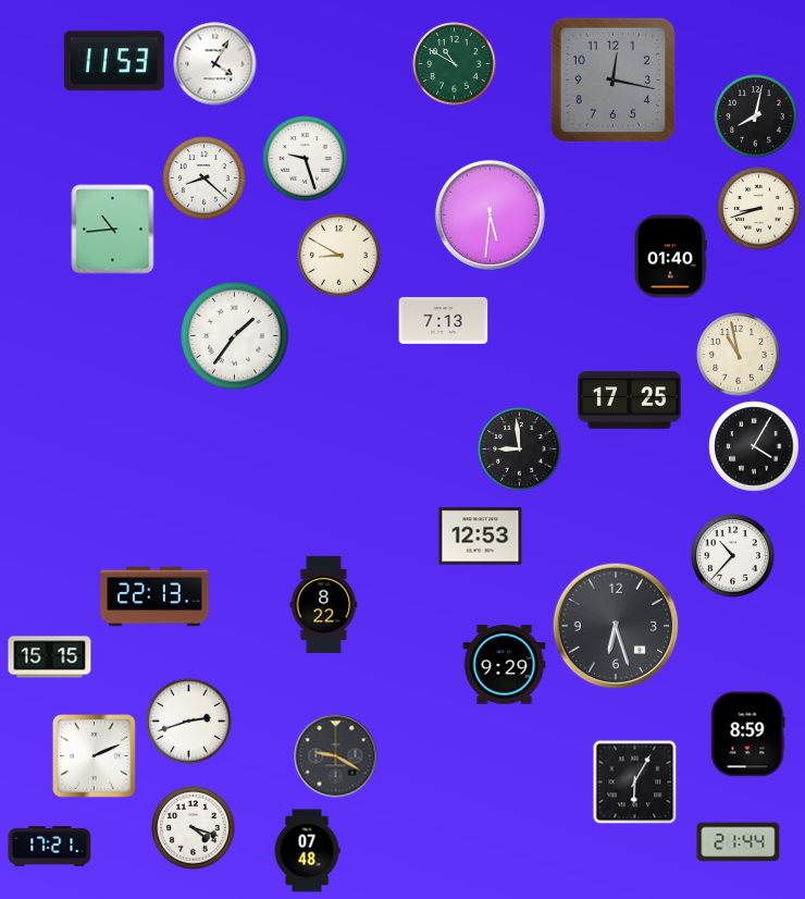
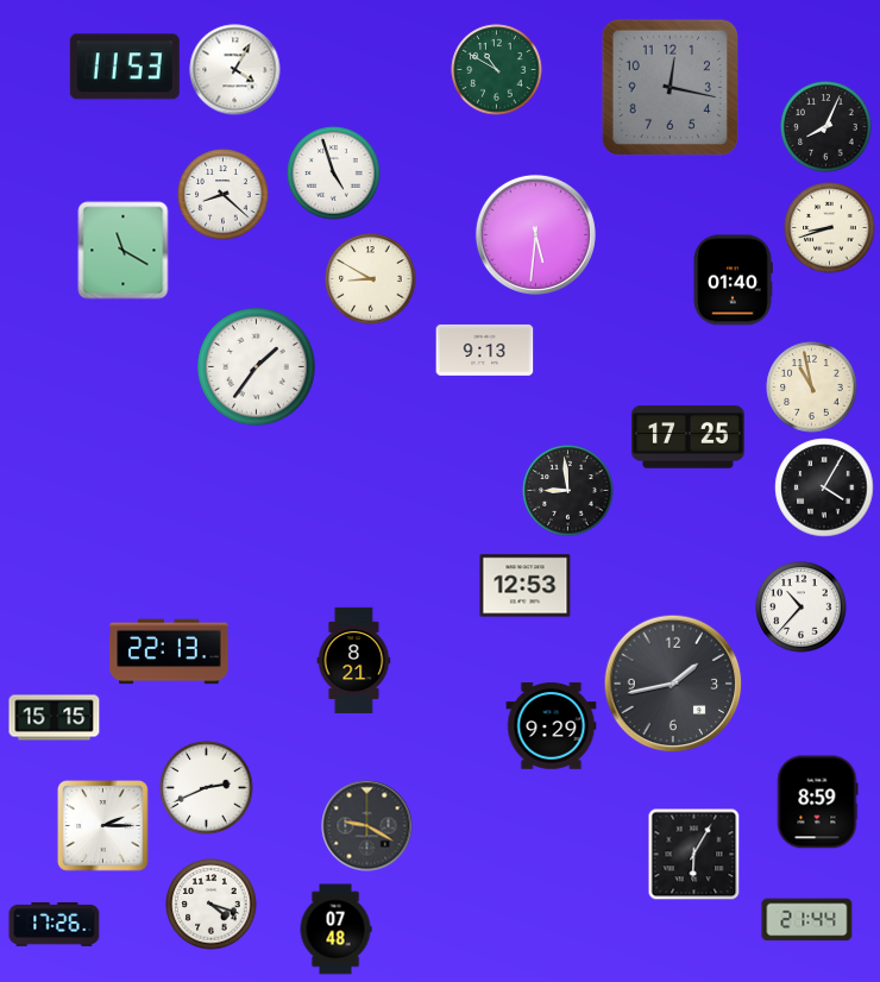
clock at (756, 116): 8:02 -> 8:04
clock at (306, 159): 9:27 -> 4:57
clock at (113, 230): 10:44 -> 11:20
clock at (444, 320): 7:13 -> 9:13
clock at (739, 355) position: (739, 355) -> (812, 388)
clock at (324, 604): 8:22 -> 8:21
clock at (616, 626): 6:27 -> 1:43
clock at (189, 722): 2:42 -> 2:41
clock at (95, 756): 2:11 -> 2:15
clock at (50, 847): 17:21 -> 17:26
